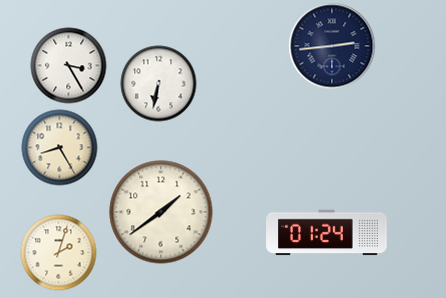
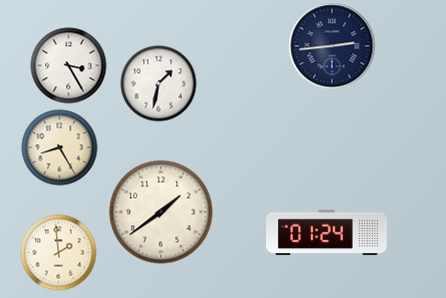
clock at (159, 84): 6:32 -> 1:32
clock at (59, 253): 2:03 -> 1:59
